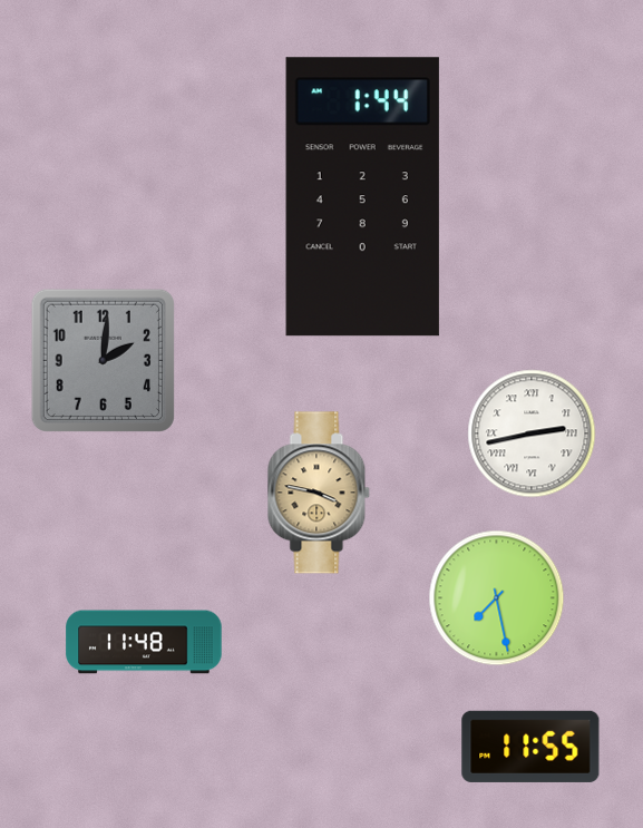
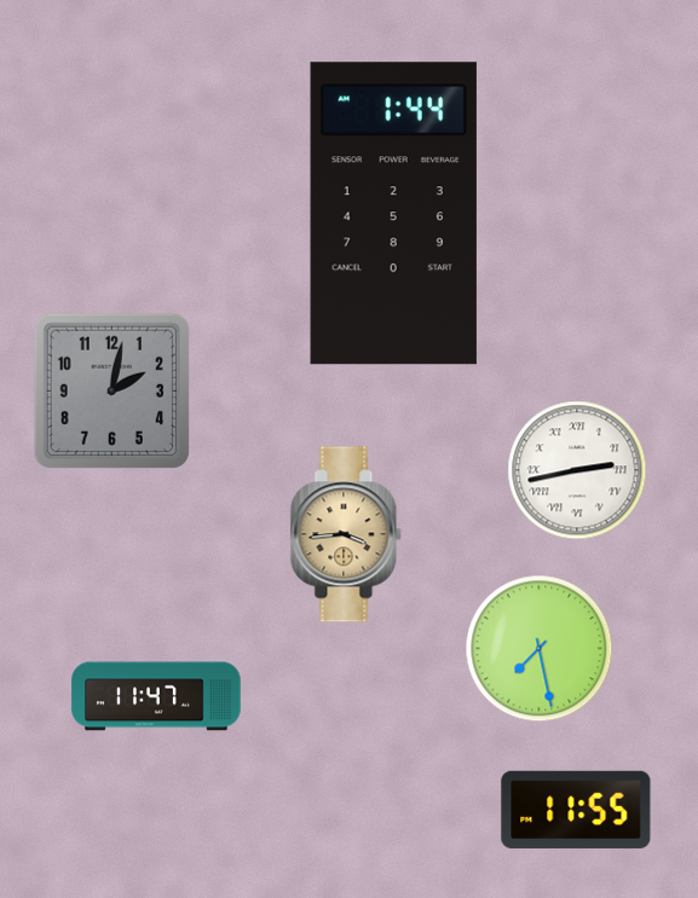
clock at (103, 360): 2:01 -> 2:02
clock at (319, 493): 3:47 -> 3:44
clock at (144, 642): 11:48 -> 11:47
